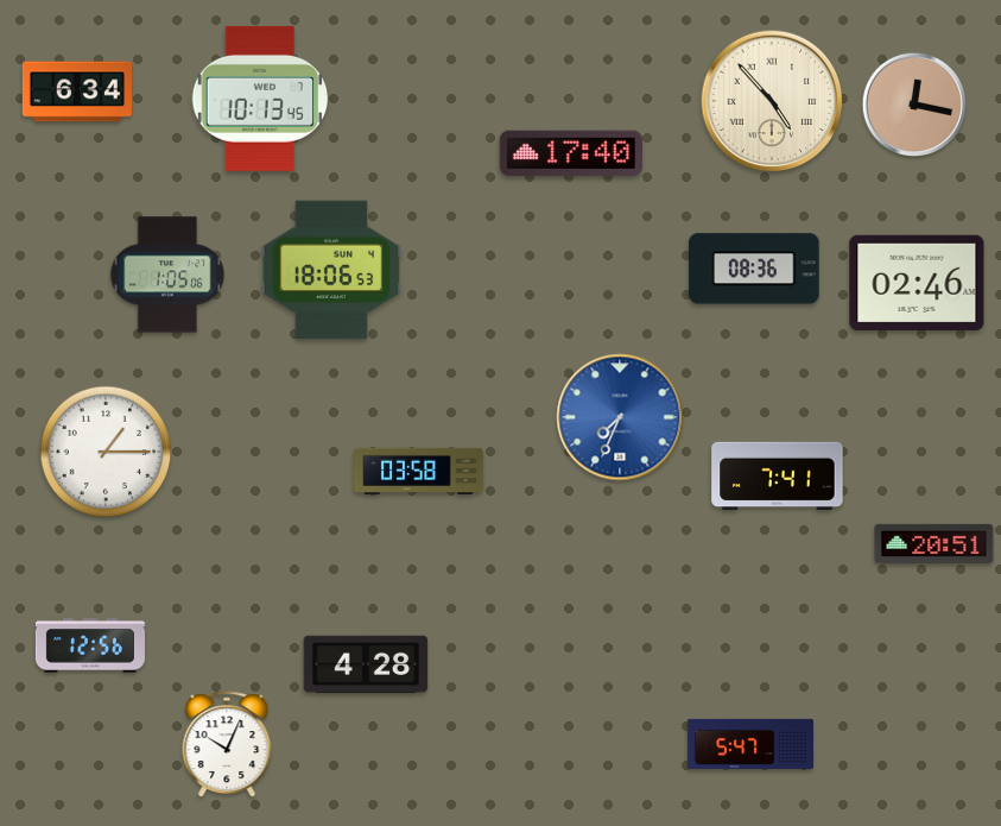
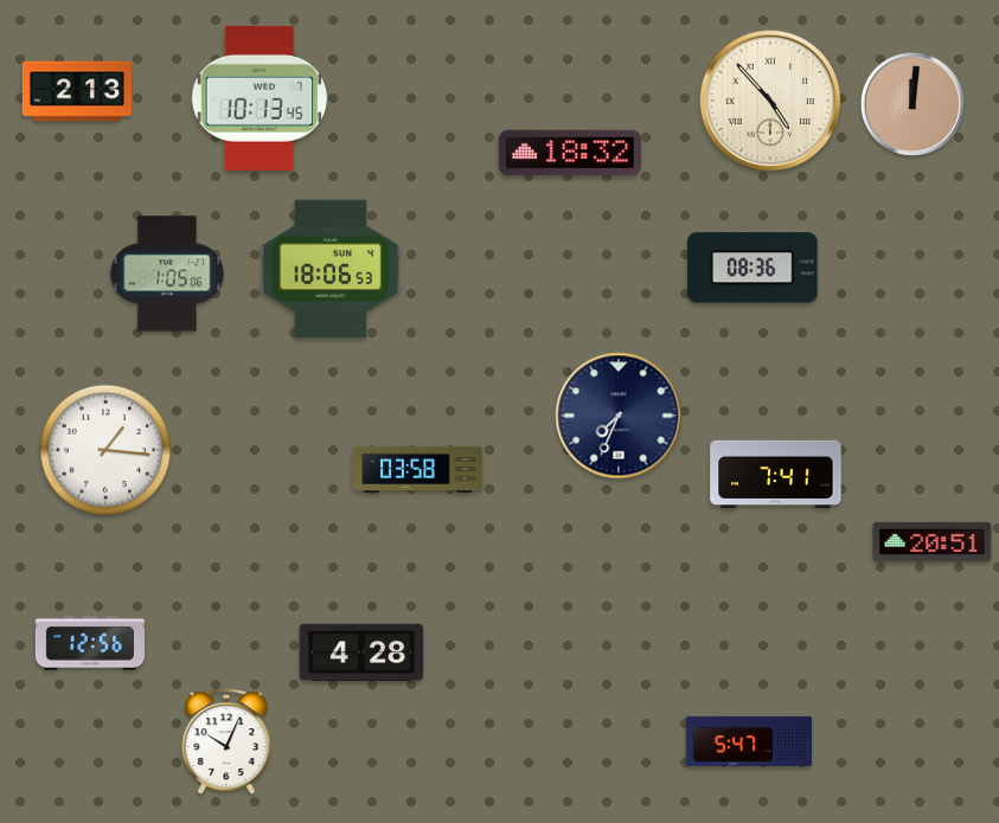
clock at (77, 92): 6:34 -> 2:13
clock at (913, 103): 12:17 -> 12:01
clock at (571, 153): 17:40 -> 18:32
clock at (917, 282): 02:46 -> none
clock at (620, 417) dial: blue -> navy
clock at (106, 452): 1:15 -> 1:16
clock at (366, 664) position: (366, 664) -> (361, 652)
